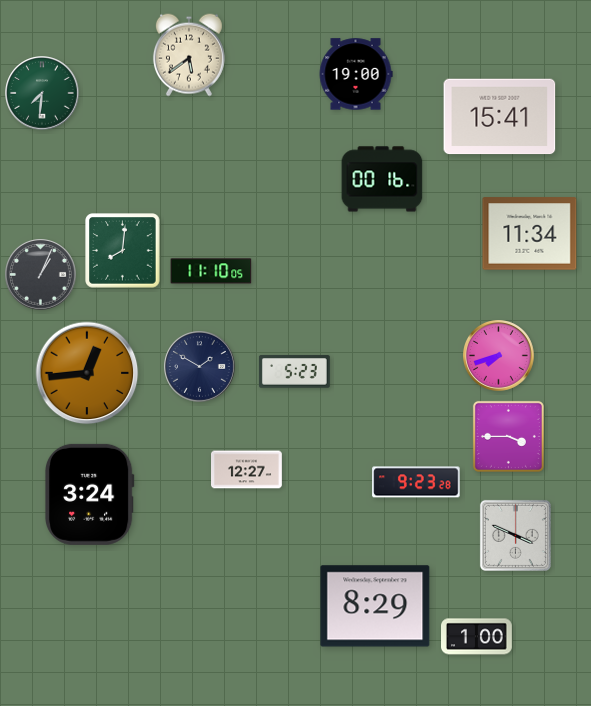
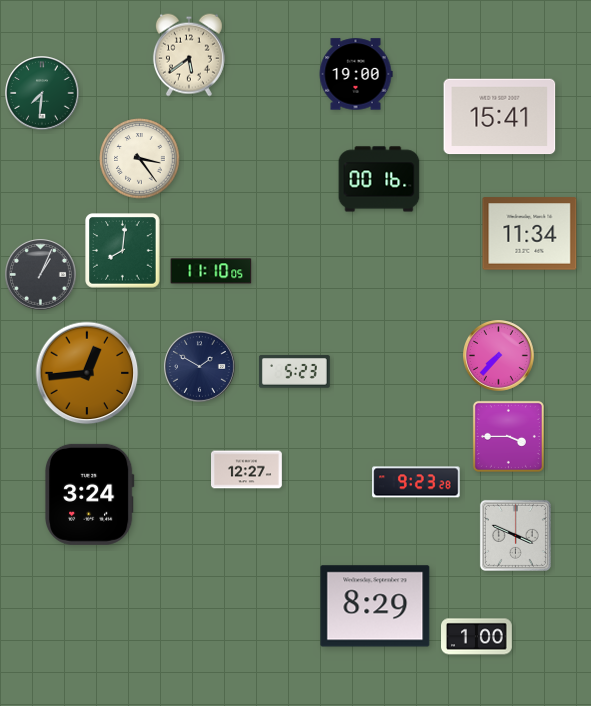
clock at (140, 159): none -> 3:24
clock at (382, 179) position: (382, 179) -> (379, 179)
clock at (499, 356): 7:42 -> 7:37
